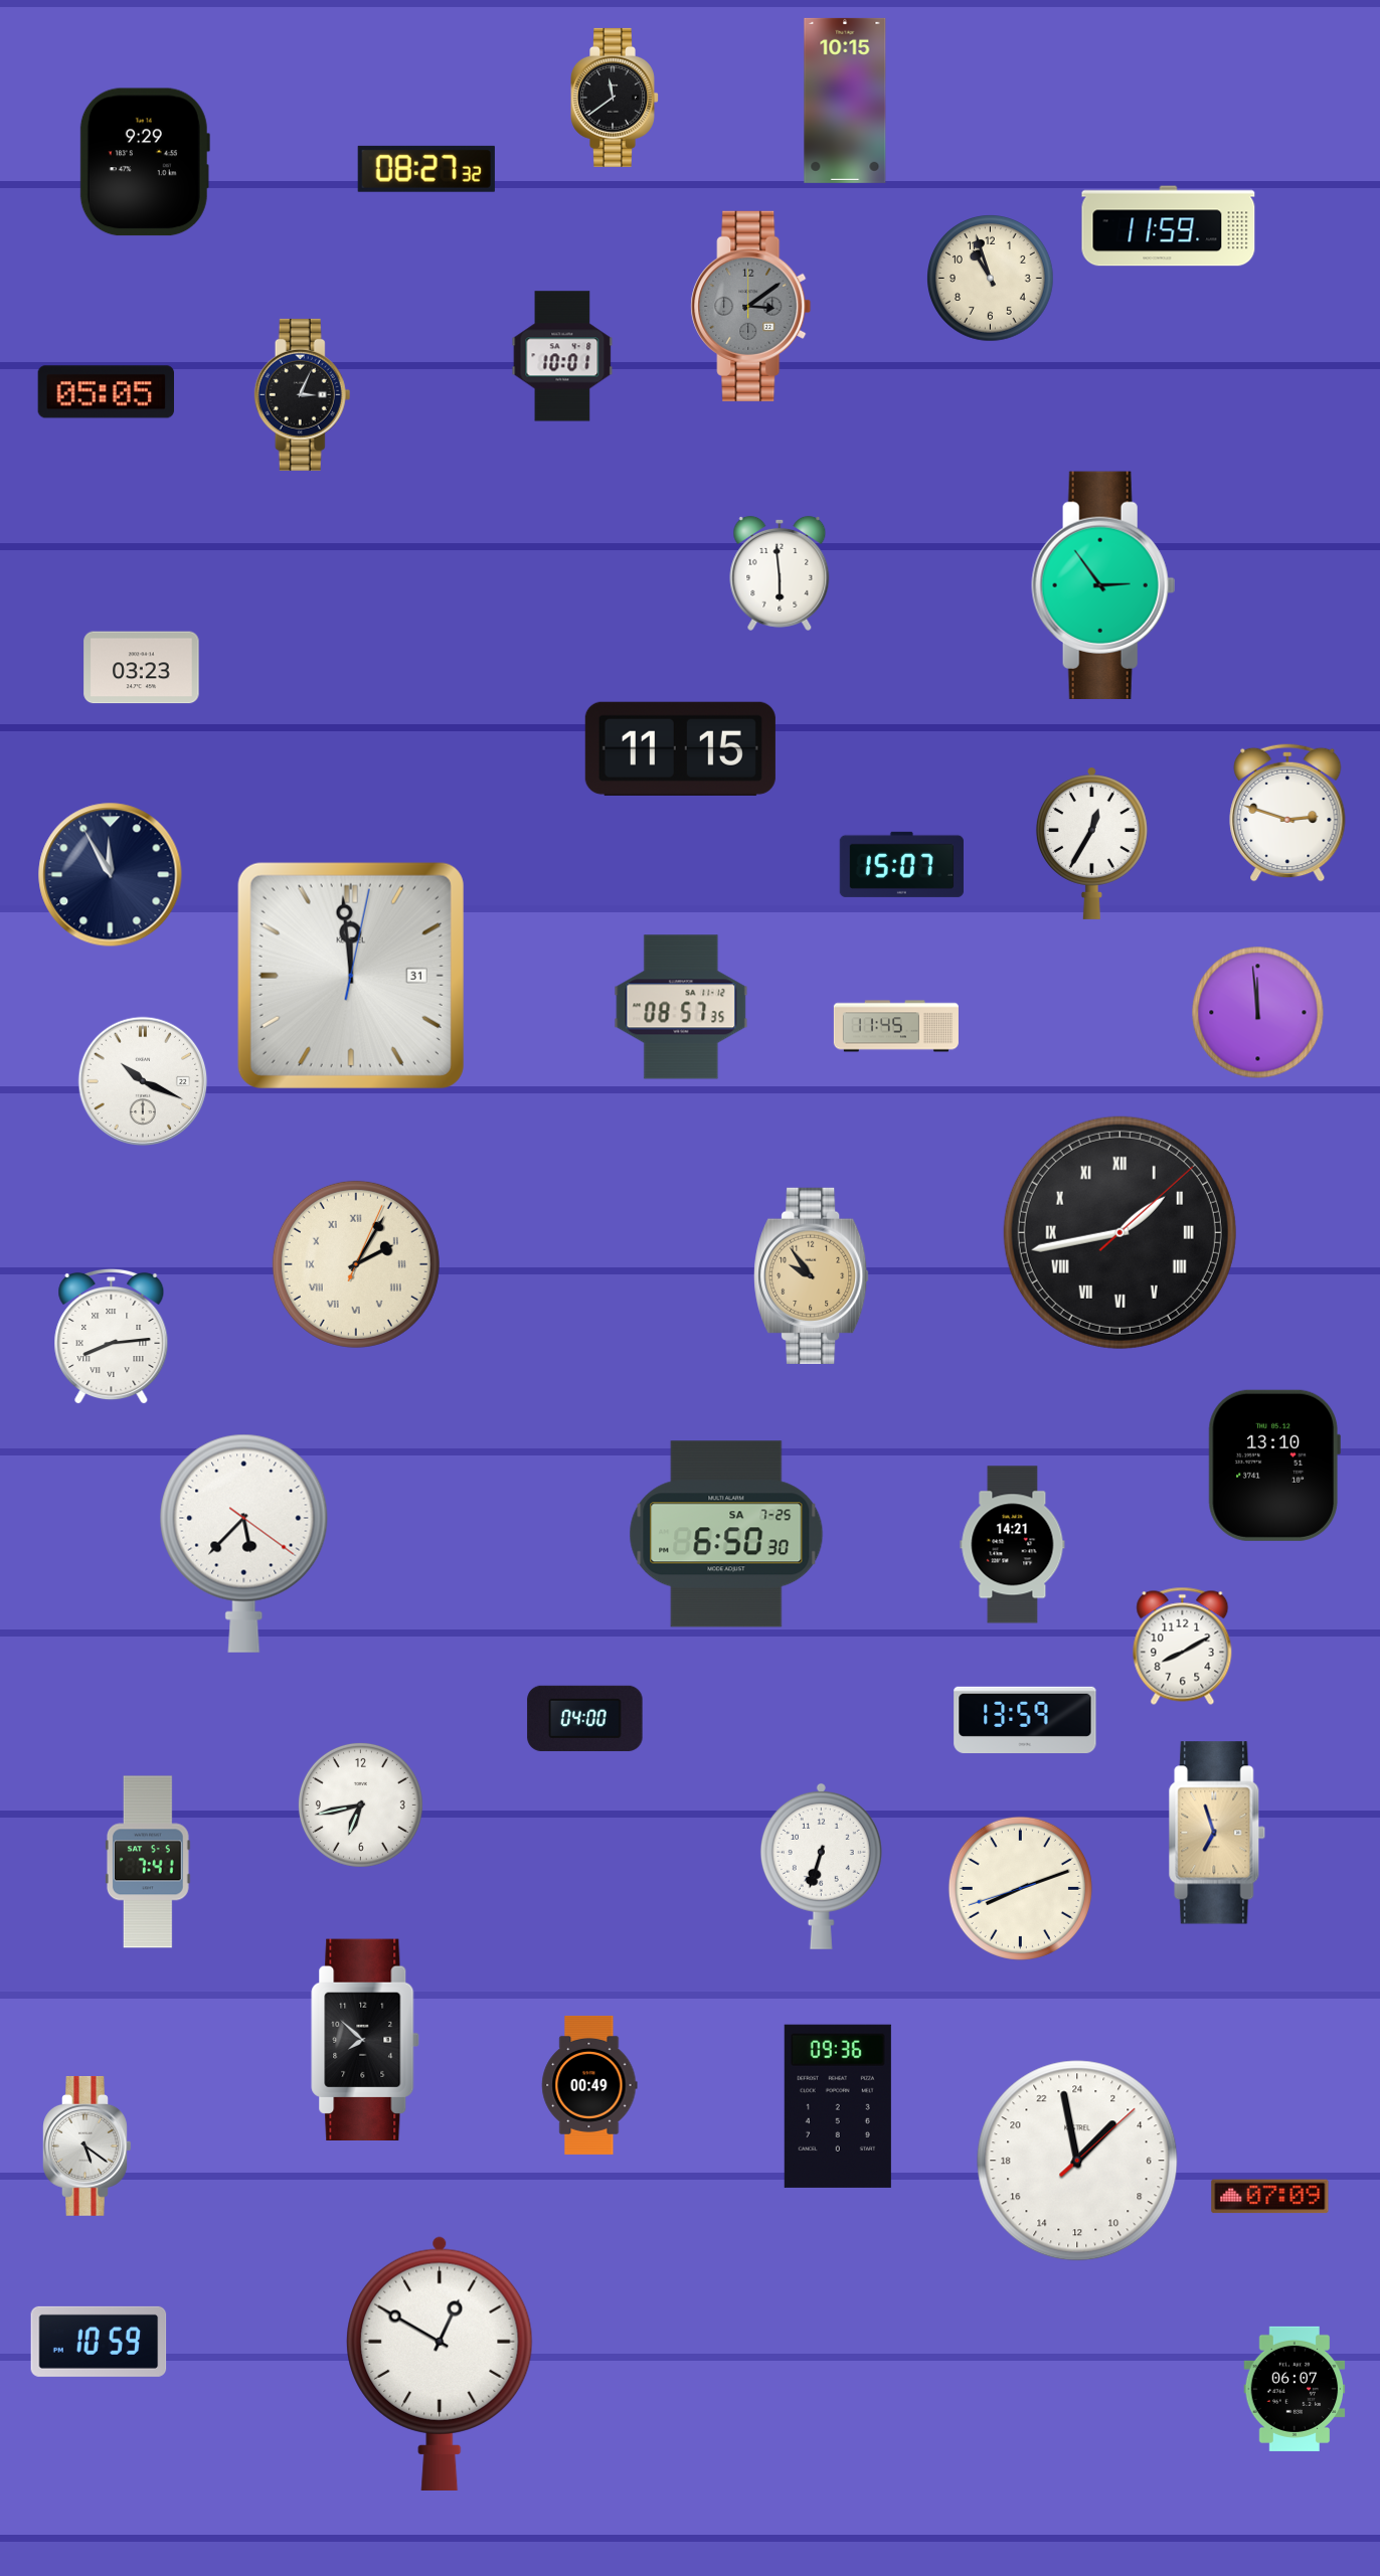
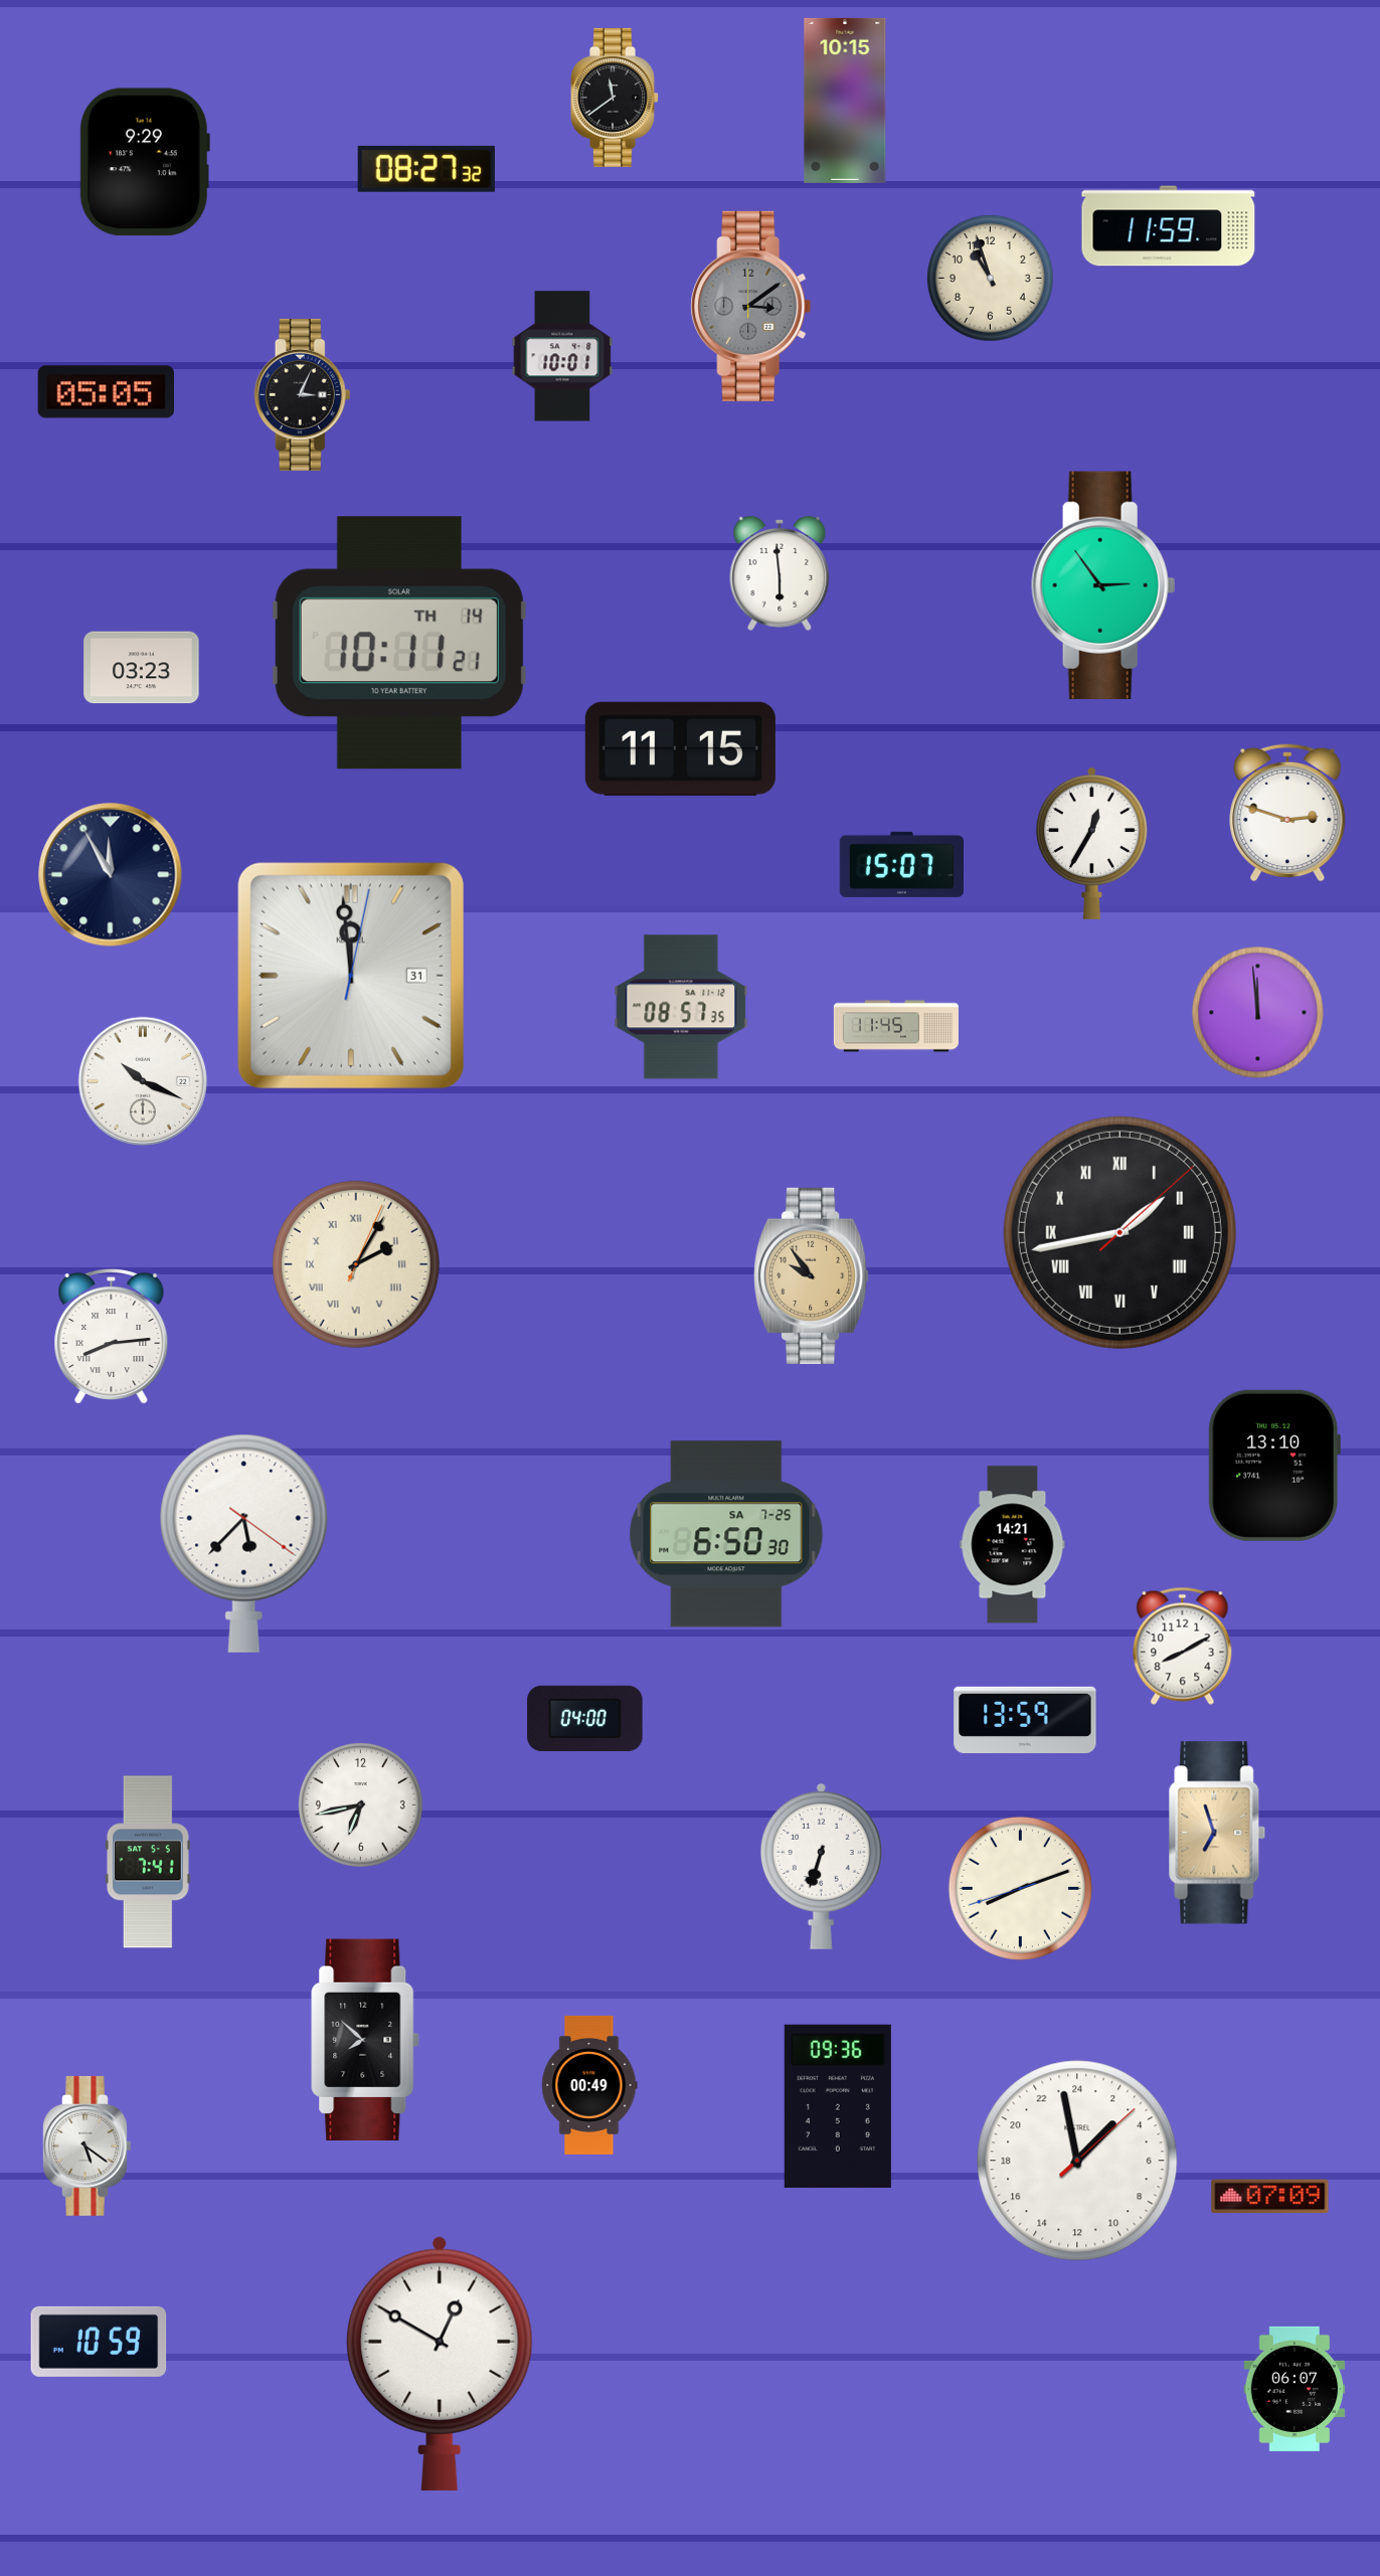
clock at (399, 643): none -> 10:11
